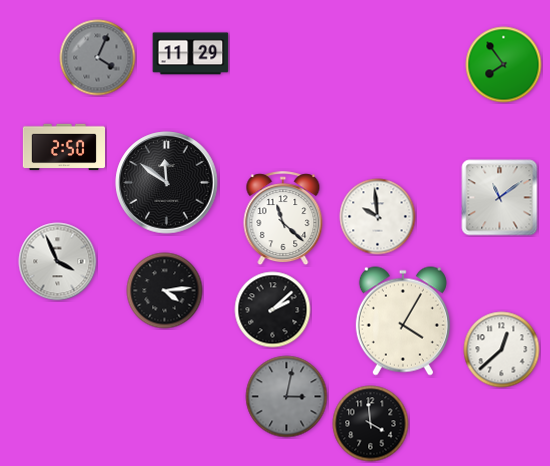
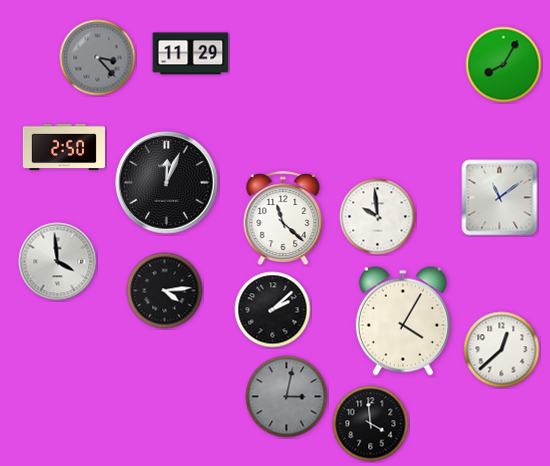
clock at (98, 58): 4:04 -> 3:23
clock at (504, 65): 7:54 -> 8:05
clock at (167, 183): 11:51 -> 12:04
clock at (58, 262): 3:56 -> 3:59
